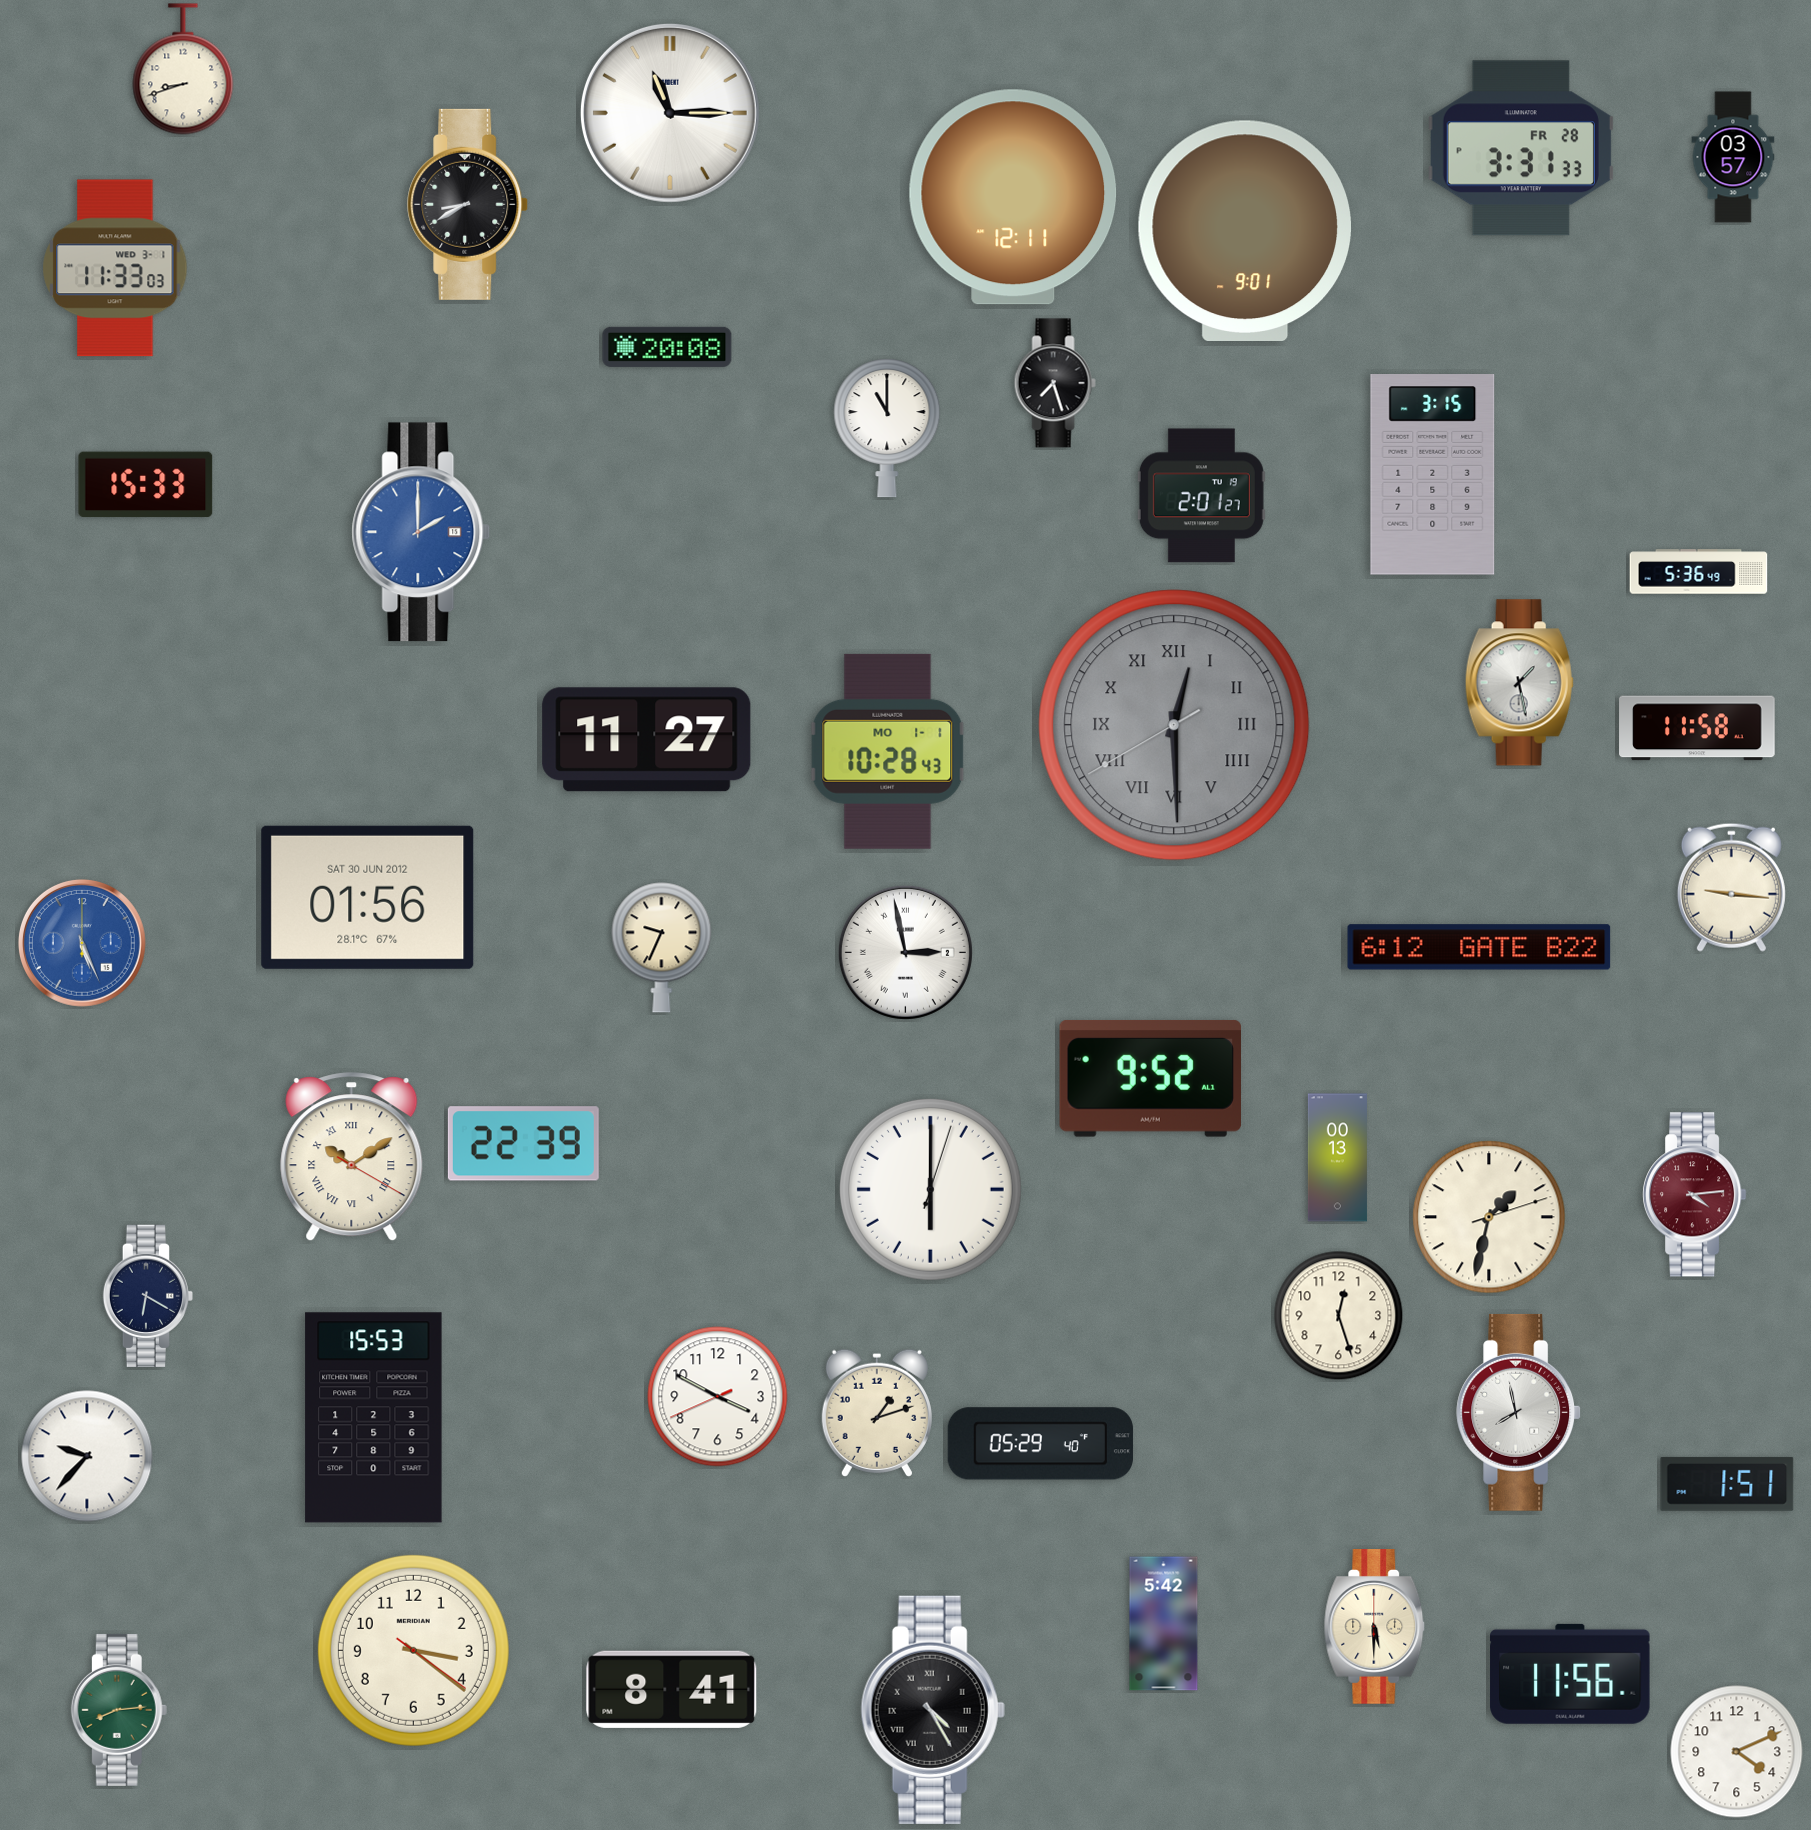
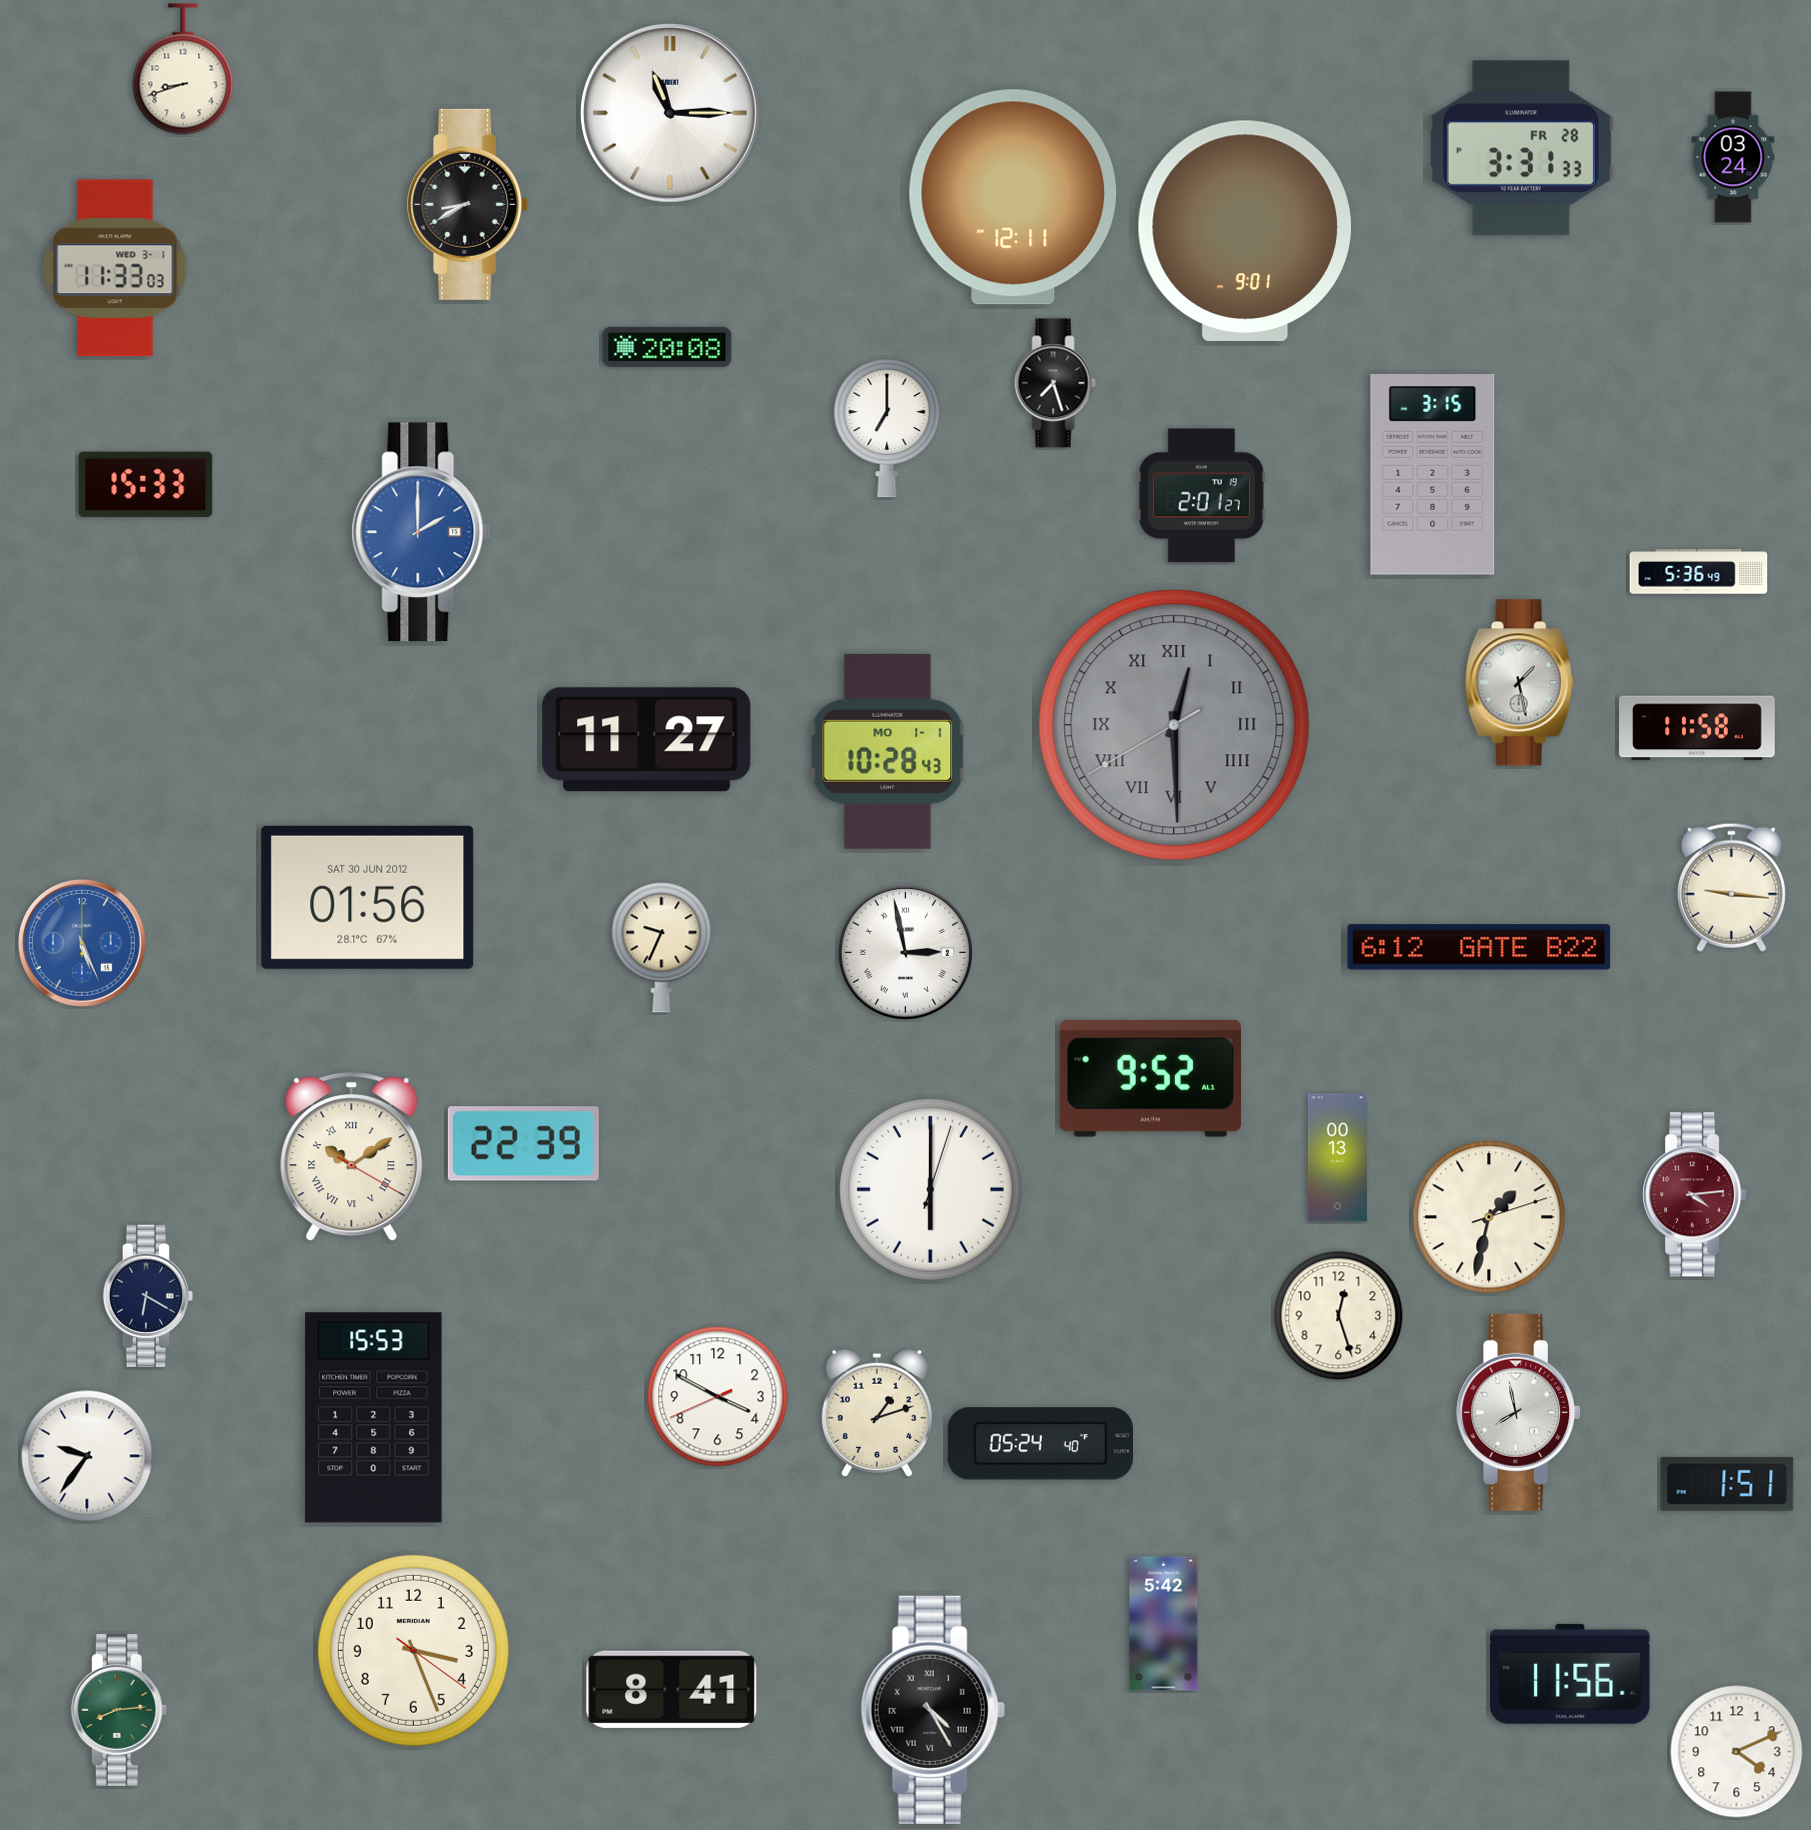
clock at (1733, 157): 03:57 -> 03:24
clock at (887, 429): 11:00 -> 7:00
clock at (1040, 1444): 05:29 -> 05:24
clock at (87, 1456): 9:37 -> 9:36
clock at (1375, 1627): 5:30 -> none
clock at (413, 1650): 3:21 -> 3:26
